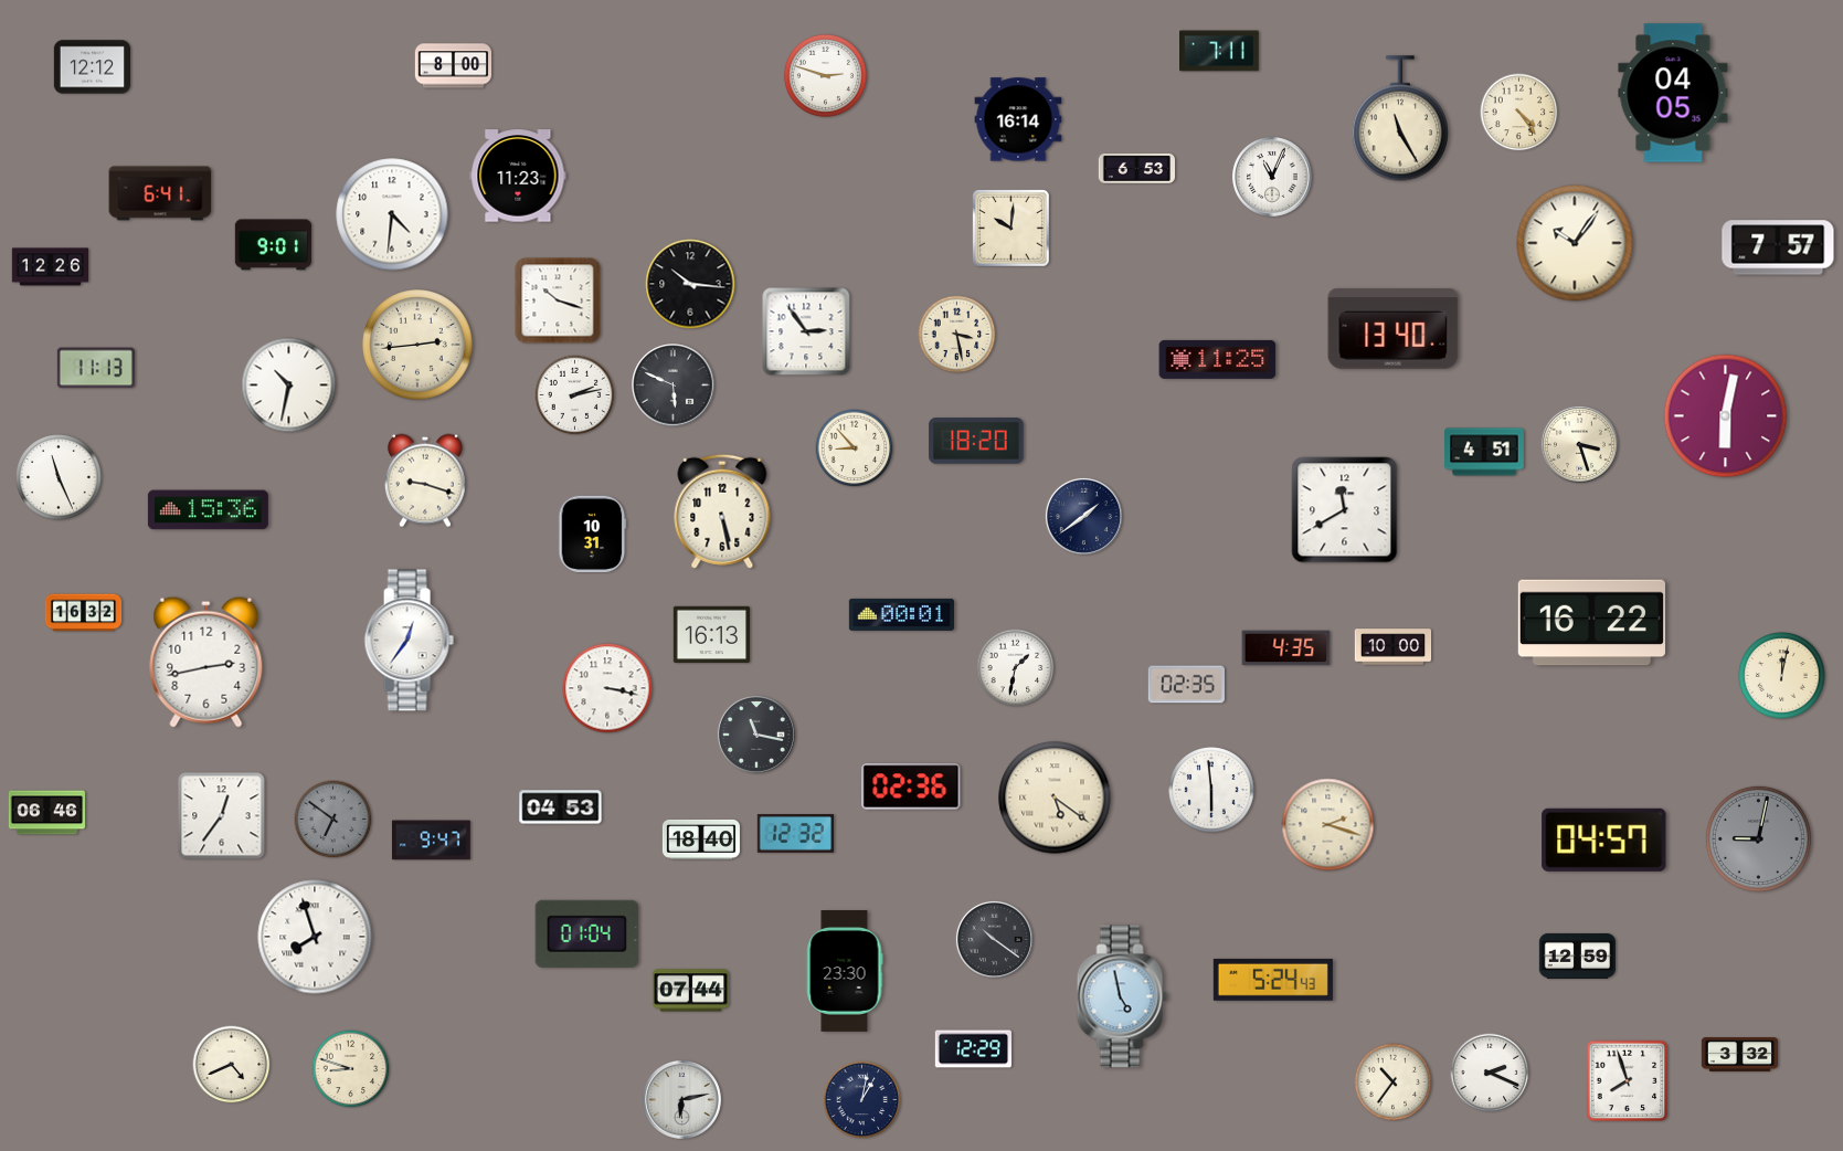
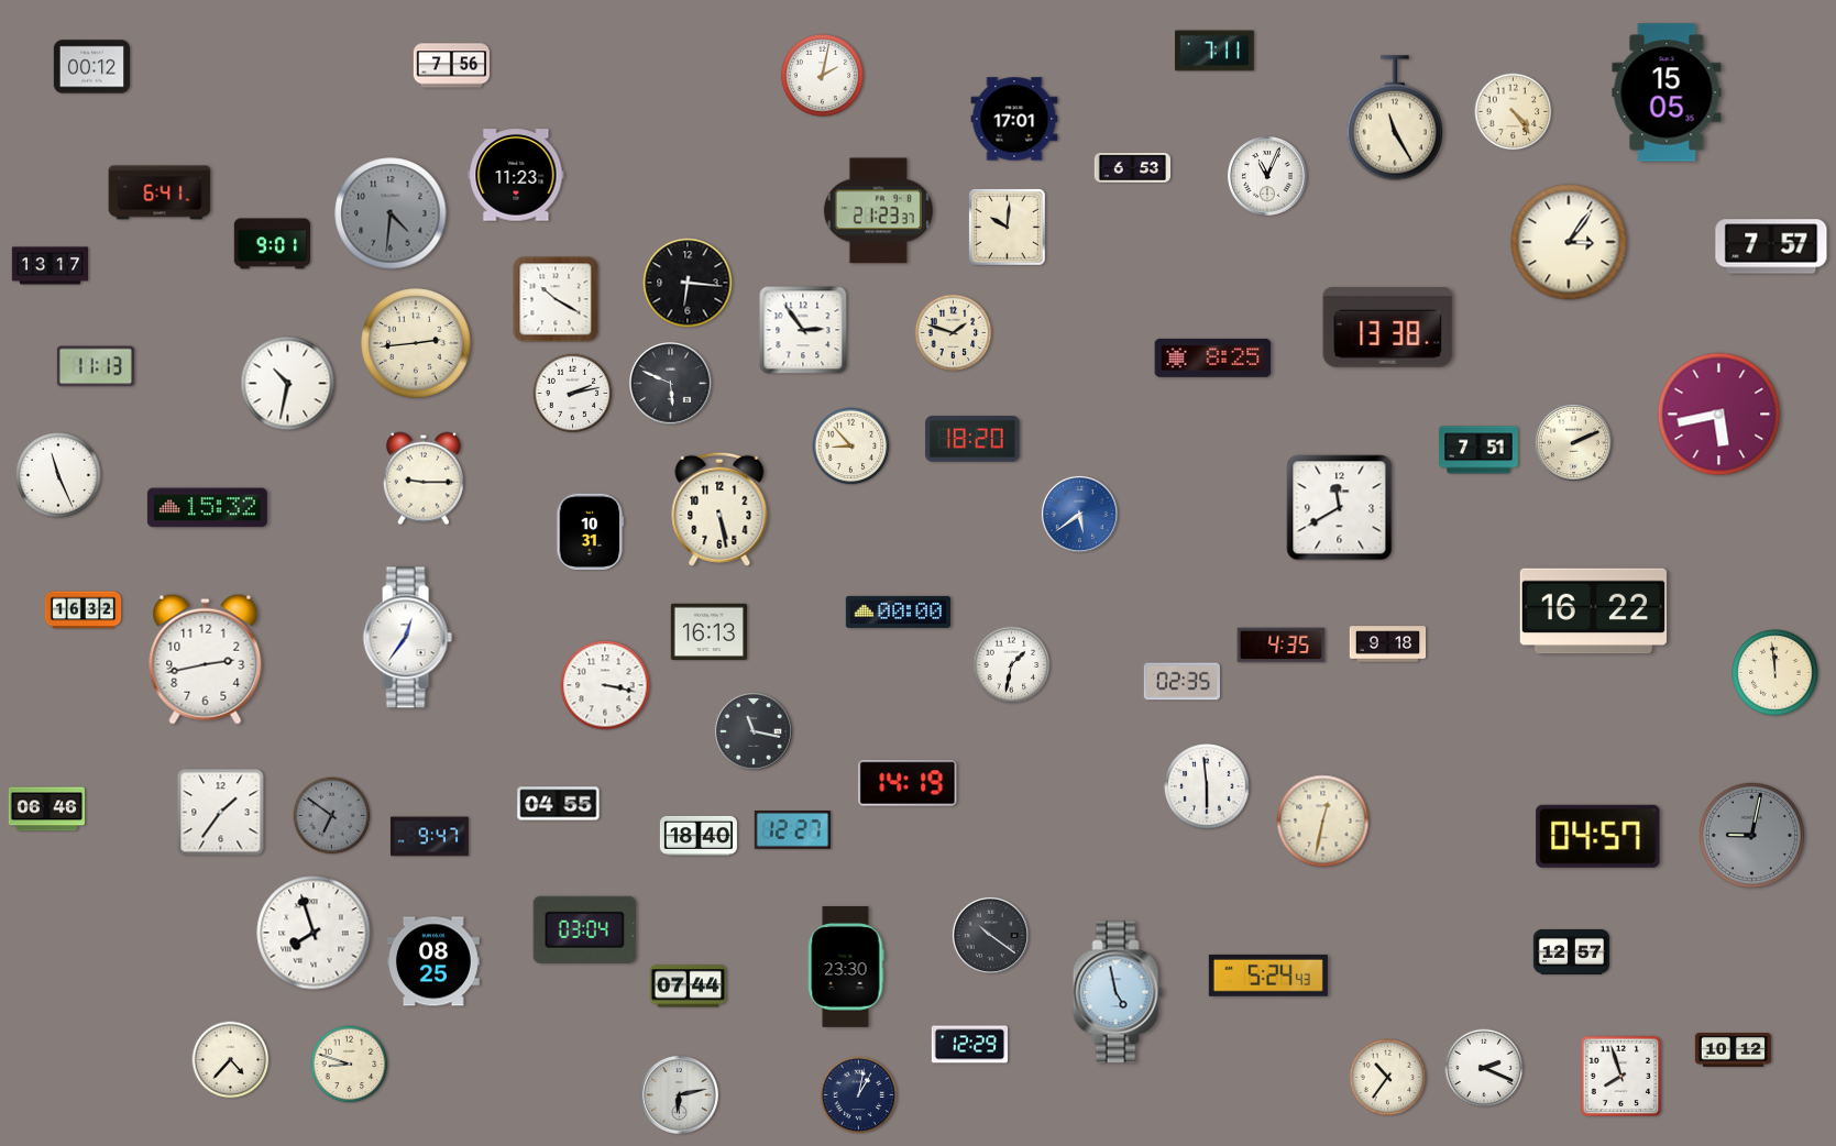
clock at (454, 66): 8:00 -> 7:56
clock at (93, 67): 12:12 -> 00:12
clock at (825, 75): 2:48 -> 2:02
clock at (1673, 93): 04:05 -> 15:05
clock at (1018, 119): 16:14 -> 17:01
clock at (878, 211): none -> 21:23
clock at (392, 214) dial: white -> grey
clock at (1575, 243): 10:06 -> 3:06
clock at (51, 267): 12:26 -> 13:17
clock at (690, 284): 10:16 -> 6:16
clock at (558, 300): 10:18 -> 10:20
clock at (1394, 329): 13:40 -> 13:38
clock at (957, 335): 3:28 -> 1:48
clock at (1218, 359): 11:25 -> 8:25
clock at (1726, 416): 6:02 -> 5:43
clock at (1579, 444): 3:27 -> 2:11
clock at (1484, 452): 4:51 -> 7:51
clock at (425, 481): 9:18 -> 9:15
clock at (208, 510): 15:36 -> 15:32
clock at (1083, 516): 1:39 -> 5:39
clock at (1083, 516) dial: navy -> blue
clock at (901, 614): 00:01 -> 00:00
clock at (1591, 623) position: (1591, 623) -> (1593, 611)
clock at (1394, 647): 10:00 -> 9:18
clock at (1782, 676): 12:02 -> 11:59
clock at (911, 786): 02:36 -> 14:19
clock at (1055, 798): 5:21 -> none
clock at (561, 807): 04:53 -> 04:55
clock at (222, 816): 12:36 -> 1:36
clock at (1328, 825): 2:18 -> 12:32
clock at (795, 834): 12:32 -> 12:27
clock at (587, 933): 01:04 -> 03:04
clock at (1578, 955): 12:59 -> 12:57
clock at (433, 961): none -> 08:25
clock at (845, 972) position: (845, 972) -> (846, 968)
clock at (1740, 1055): 3:32 -> 10:12
clock at (232, 1065): 4:41 -> 4:37
